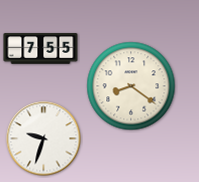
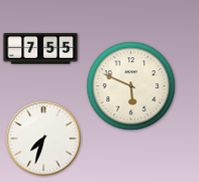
clock at (131, 86): 8:21 -> 5:49
clock at (44, 139): 9:33 -> 7:33
